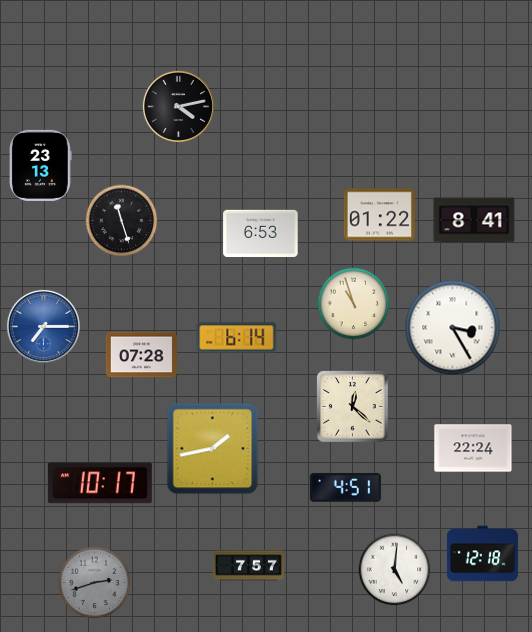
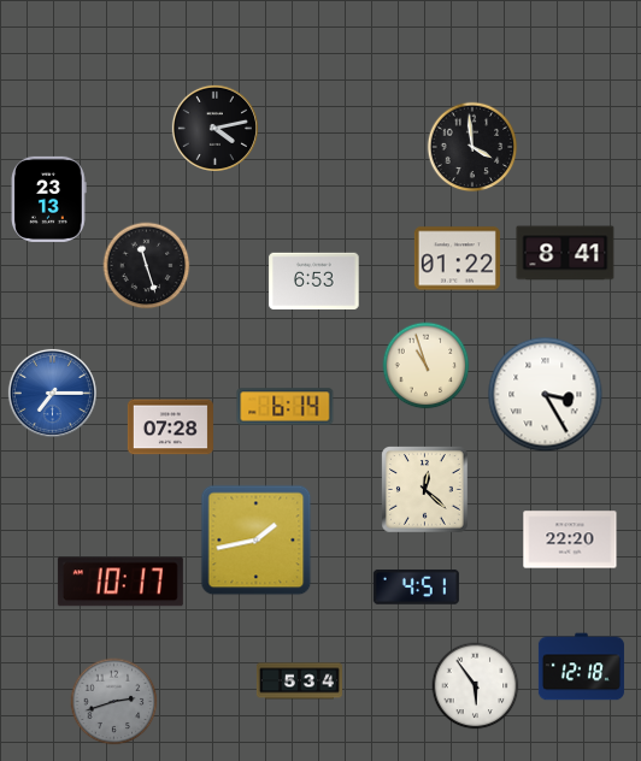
clock at (472, 147): none -> 3:59
clock at (474, 220) position: (474, 220) -> (565, 253)
clock at (473, 448): 22:24 -> 22:20
clock at (248, 566): 7:57 -> 5:34
clock at (395, 570): 5:01 -> 5:54
